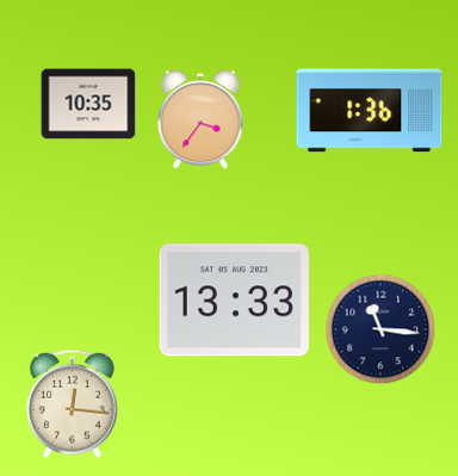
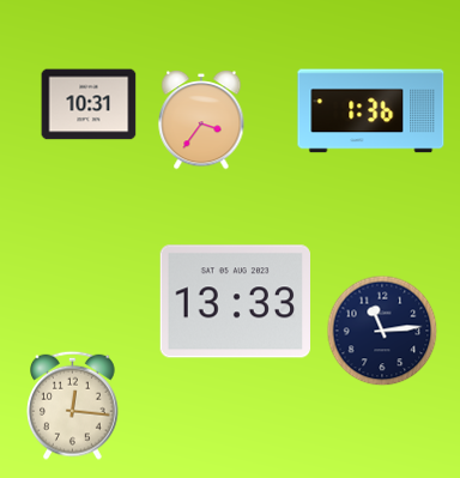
clock at (88, 104): 10:35 -> 10:31
clock at (380, 329): 11:16 -> 11:14
